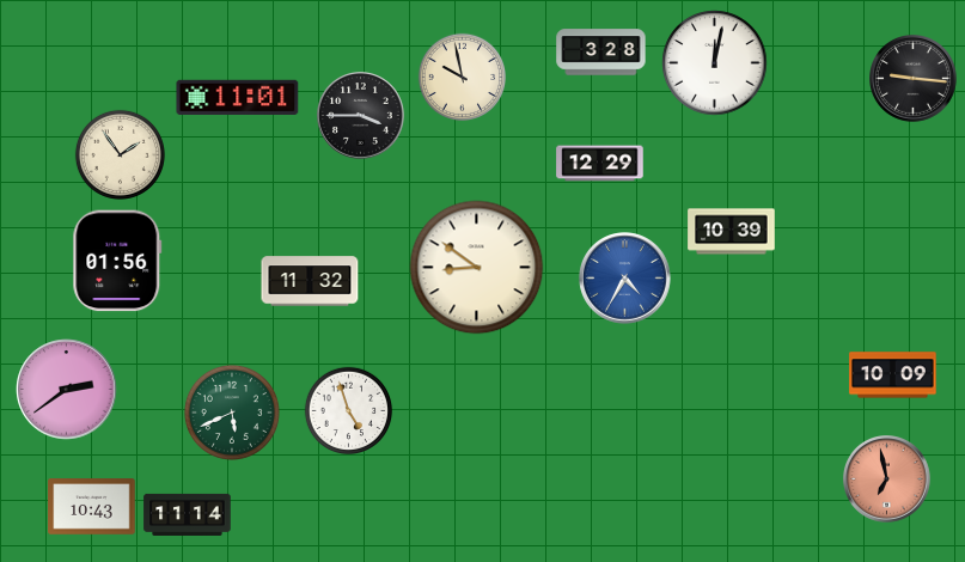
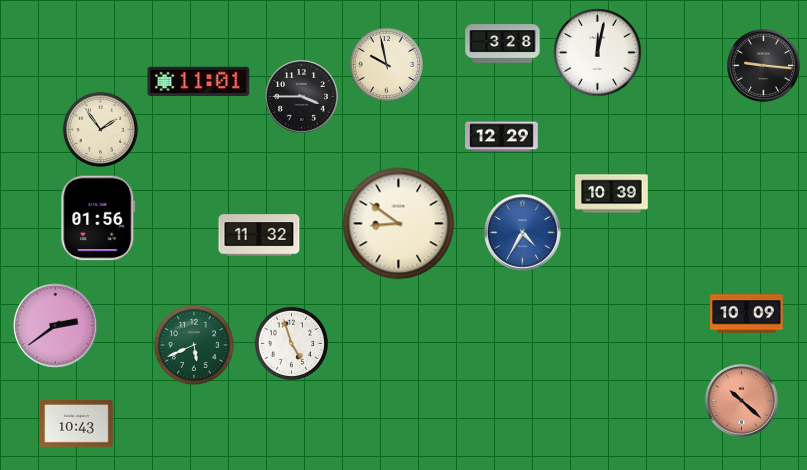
clock at (887, 479): 6:58 -> 10:22
clock at (188, 514): 11:14 -> none
